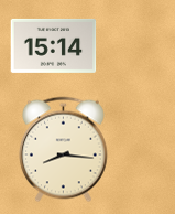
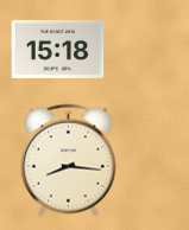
clock at (53, 45): 15:14 -> 15:18
